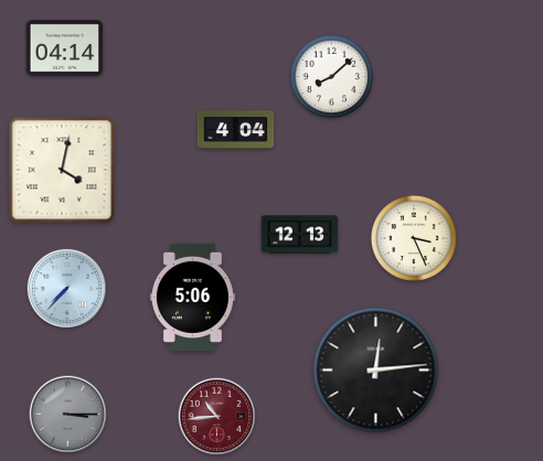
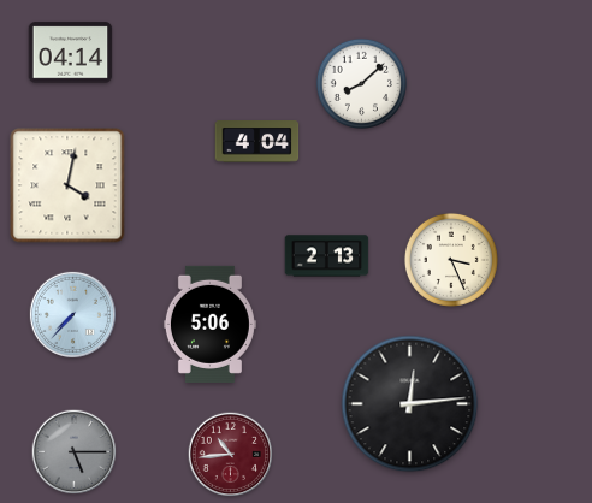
clock at (300, 235): 12:13 -> 2:13
clock at (68, 415): 3:15 -> 5:15
clock at (217, 417) position: (217, 417) -> (231, 455)
